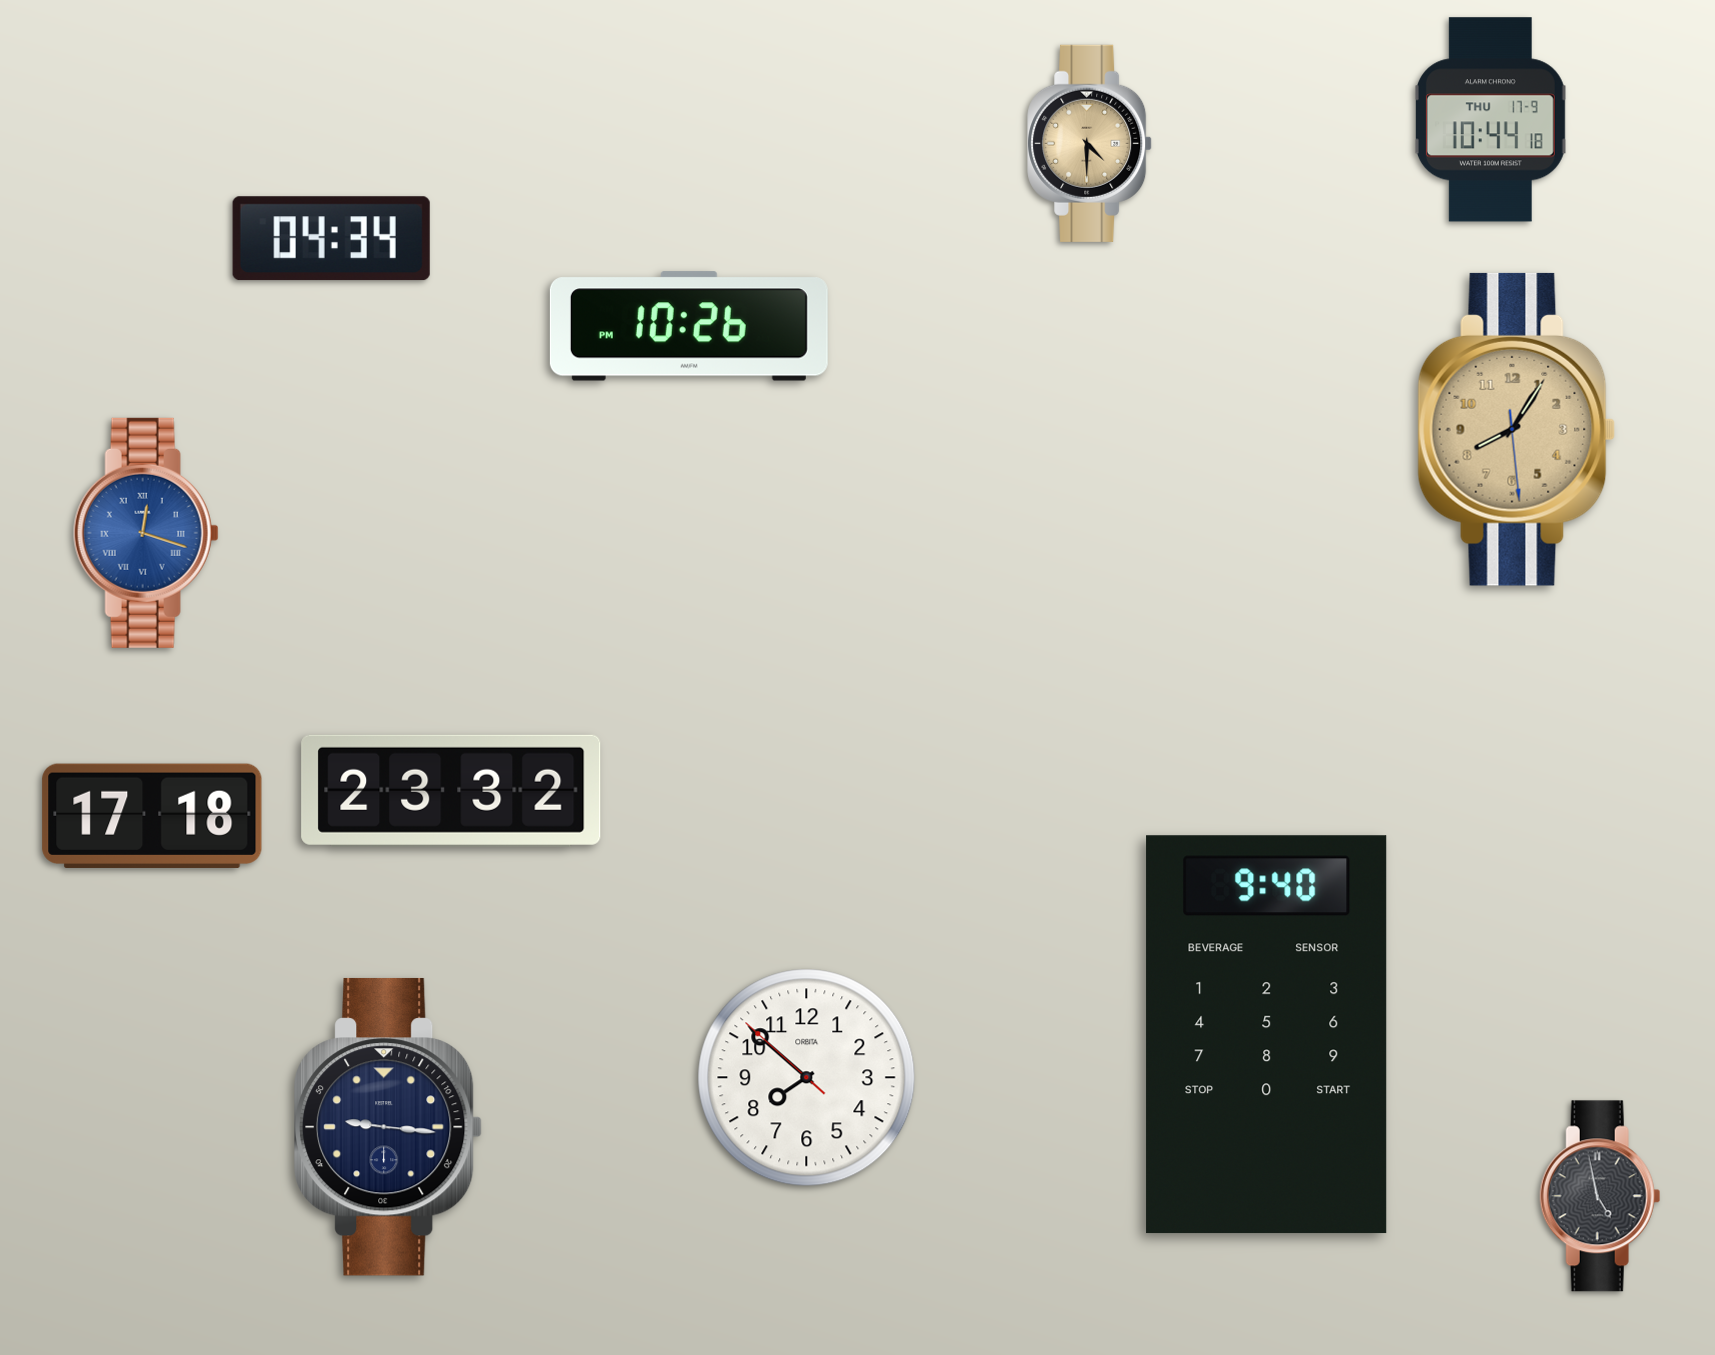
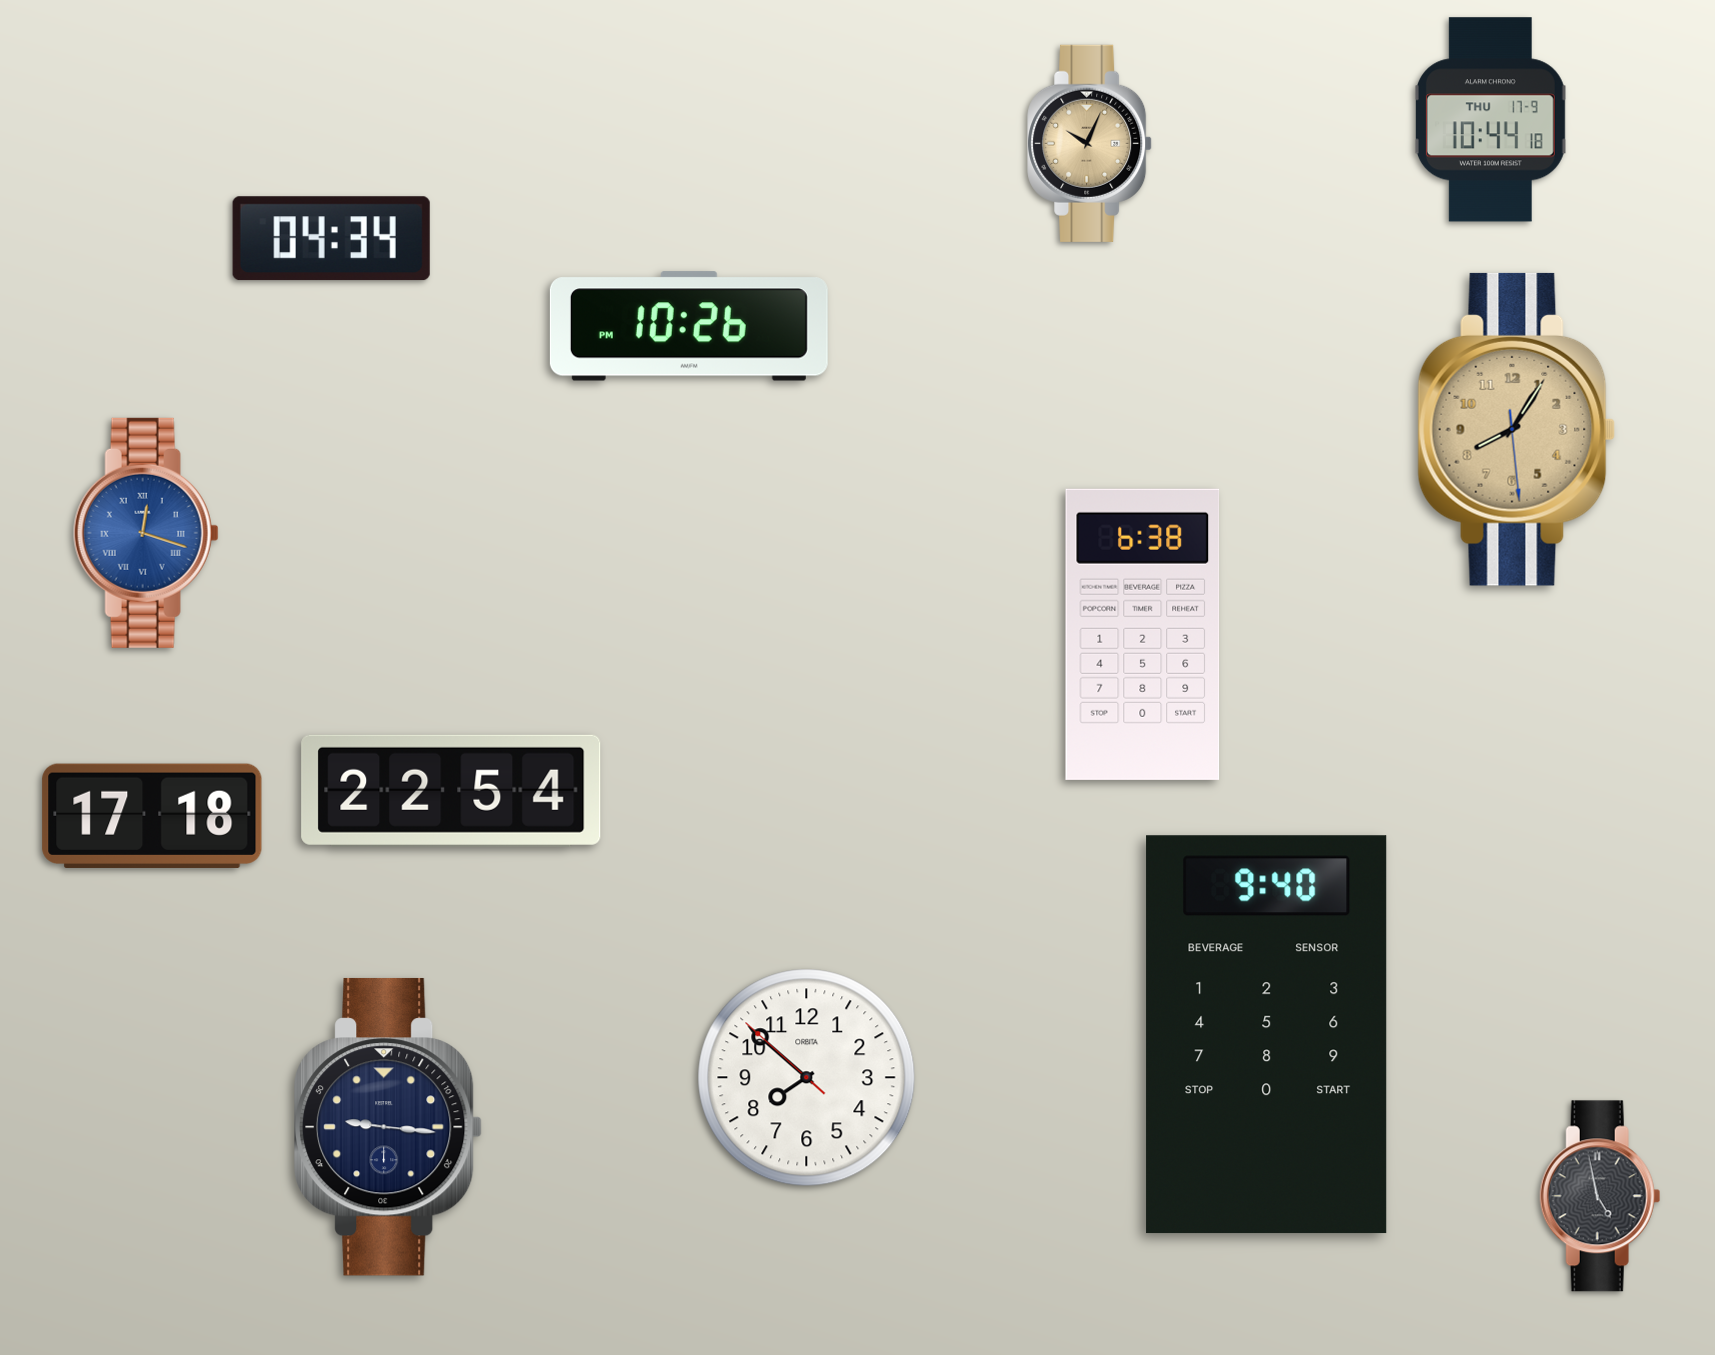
clock at (1090, 143): 4:30 -> 10:04
clock at (1143, 634): none -> 6:38
clock at (451, 791): 23:32 -> 22:54
